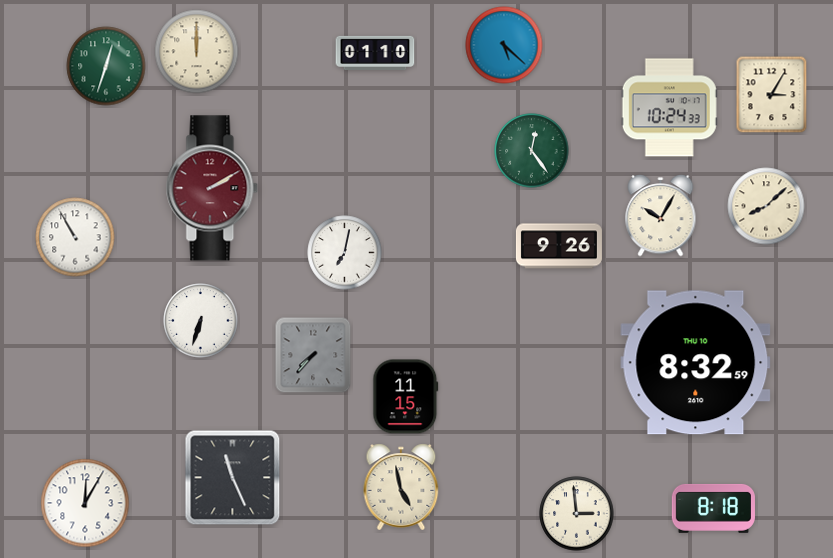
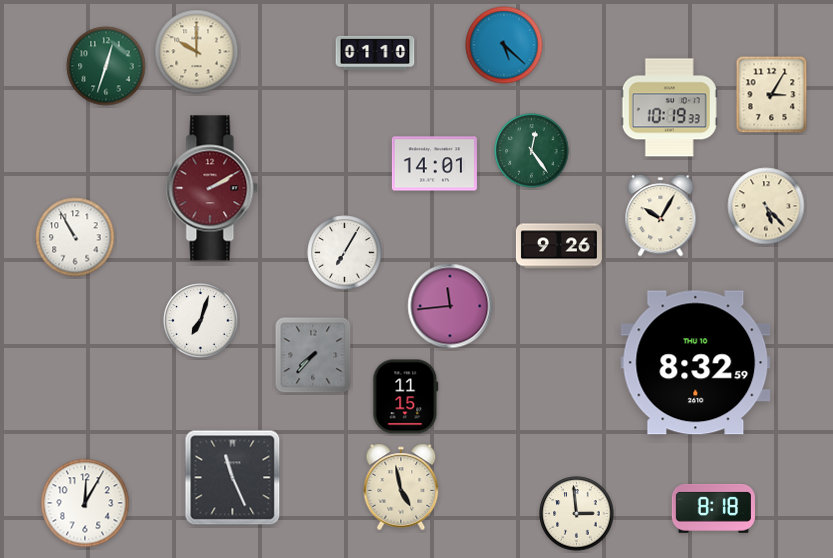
clock at (197, 52): 12:00 -> 10:00
clock at (669, 108): 10:24 -> 10:19
clock at (434, 164): none -> 14:01
clock at (766, 206): 8:08 -> 5:23
clock at (345, 253): 7:02 -> 7:05
clock at (450, 306): none -> 11:44
clock at (201, 321): 6:33 -> 7:03
